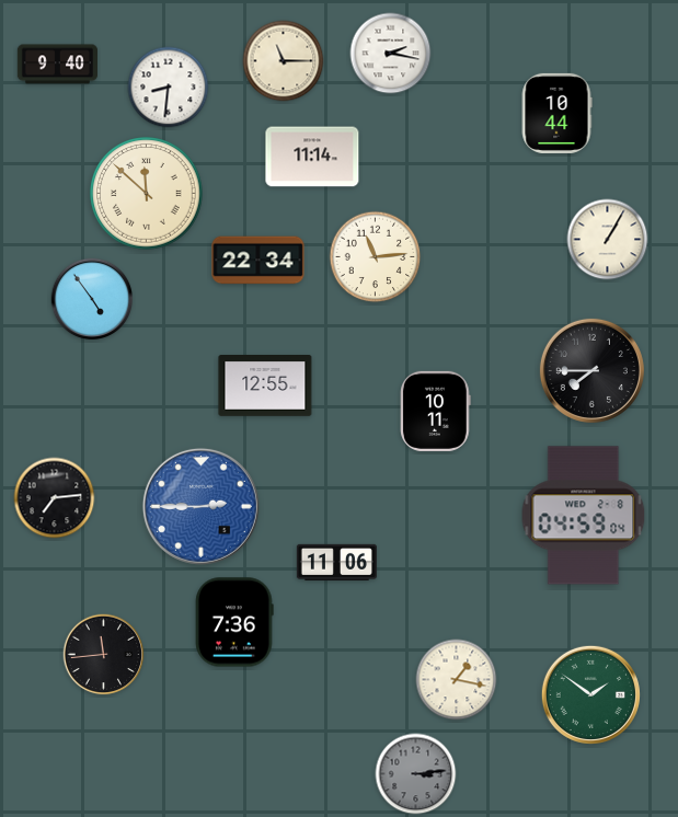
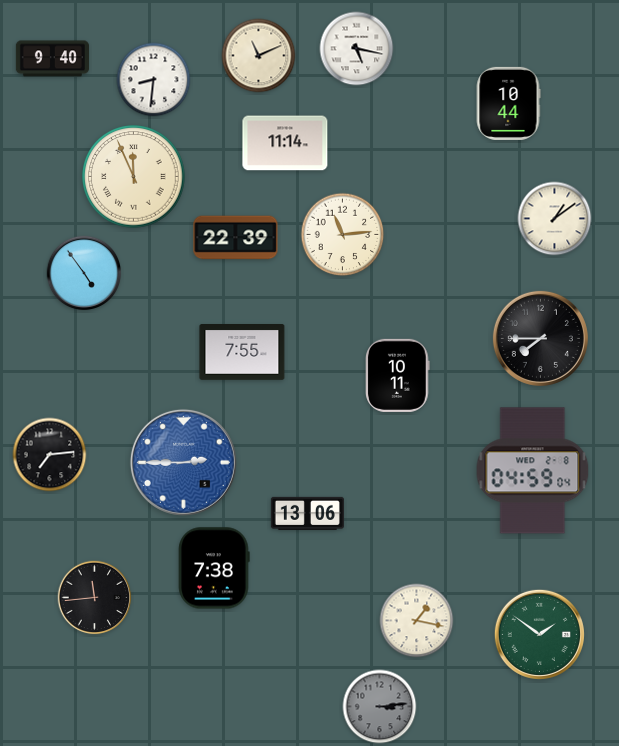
clock at (391, 54): 2:17 -> 5:17
clock at (284, 61): 11:15 -> 11:11
clock at (147, 194): 11:52 -> 11:56
clock at (608, 240): 1:05 -> 1:09
clock at (258, 261): 22:34 -> 22:39
clock at (265, 386): 12:55 -> 7:55
clock at (336, 562): 11:06 -> 13:06
clock at (234, 622): 7:36 -> 7:38
